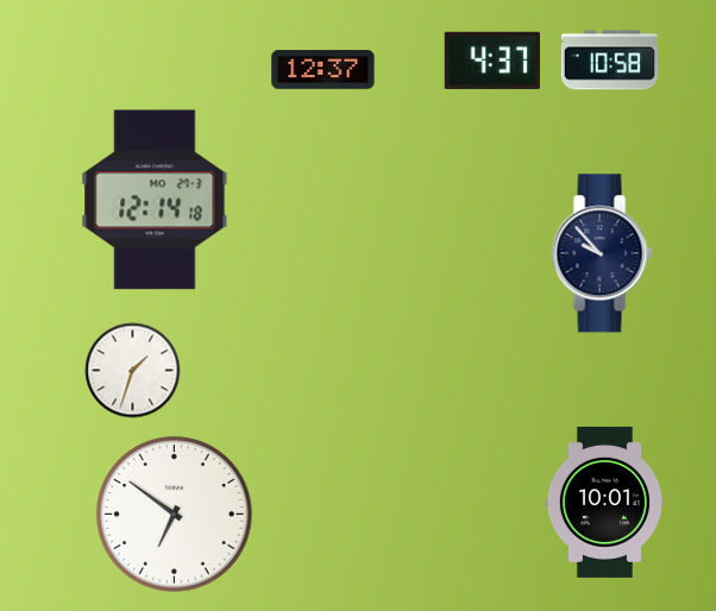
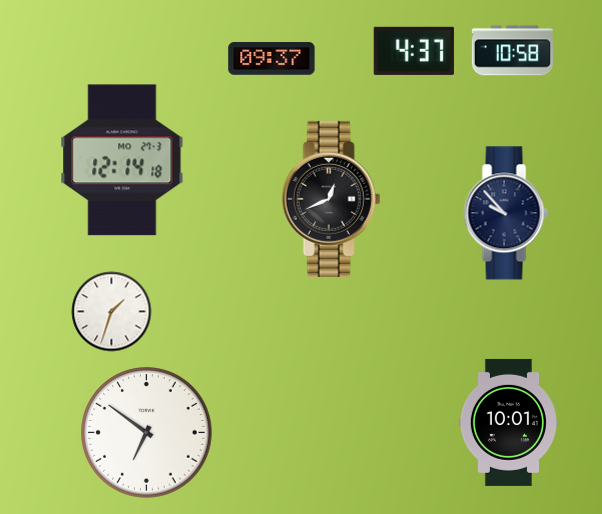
clock at (324, 70): 12:37 -> 09:37
clock at (155, 200) position: (155, 200) -> (122, 160)
clock at (331, 199): none -> 12:41
